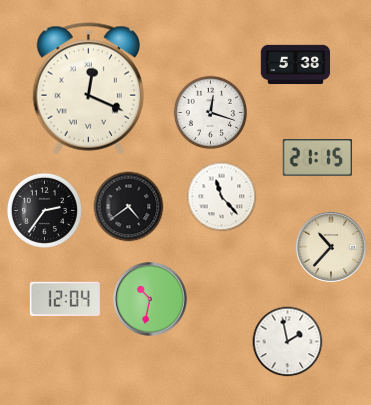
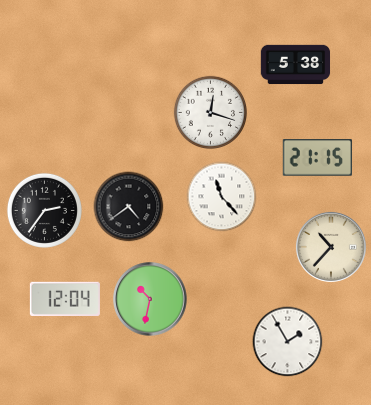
clock at (88, 89): 12:19 -> none
clock at (288, 342): 1:58 -> 1:55
